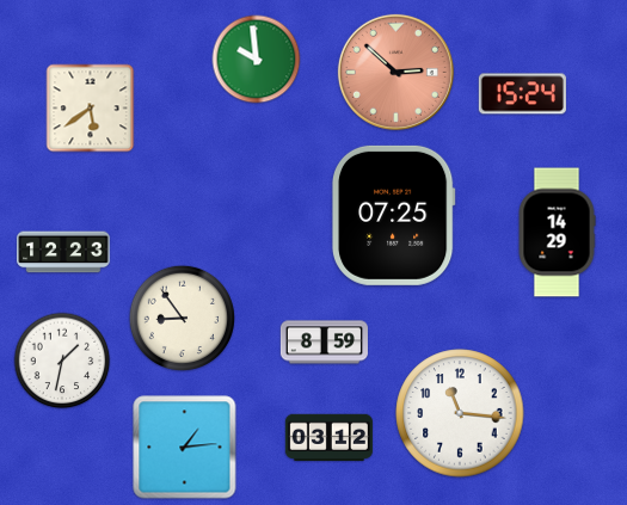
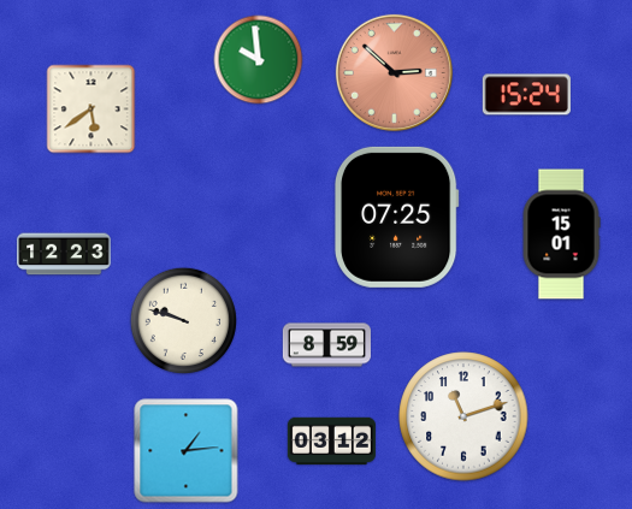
clock at (395, 72) position: (395, 72) -> (394, 72)
clock at (557, 233): 14:29 -> 15:01
clock at (182, 318): 8:54 -> 9:48
clock at (62, 361): 1:32 -> none
clock at (460, 413): 11:16 -> 11:12
